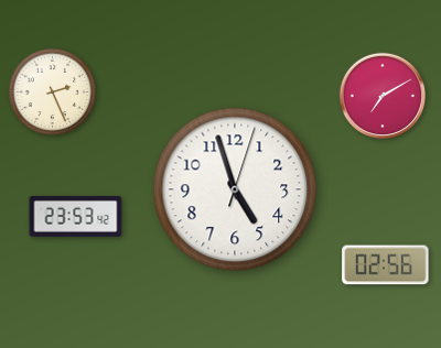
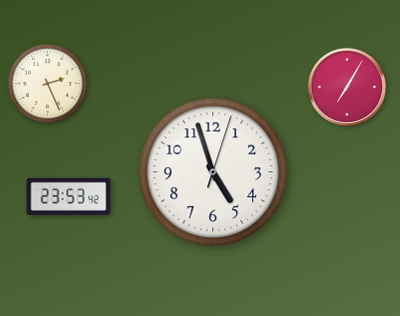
clock at (383, 96): 7:10 -> 7:05
clock at (386, 265): 02:56 -> none
